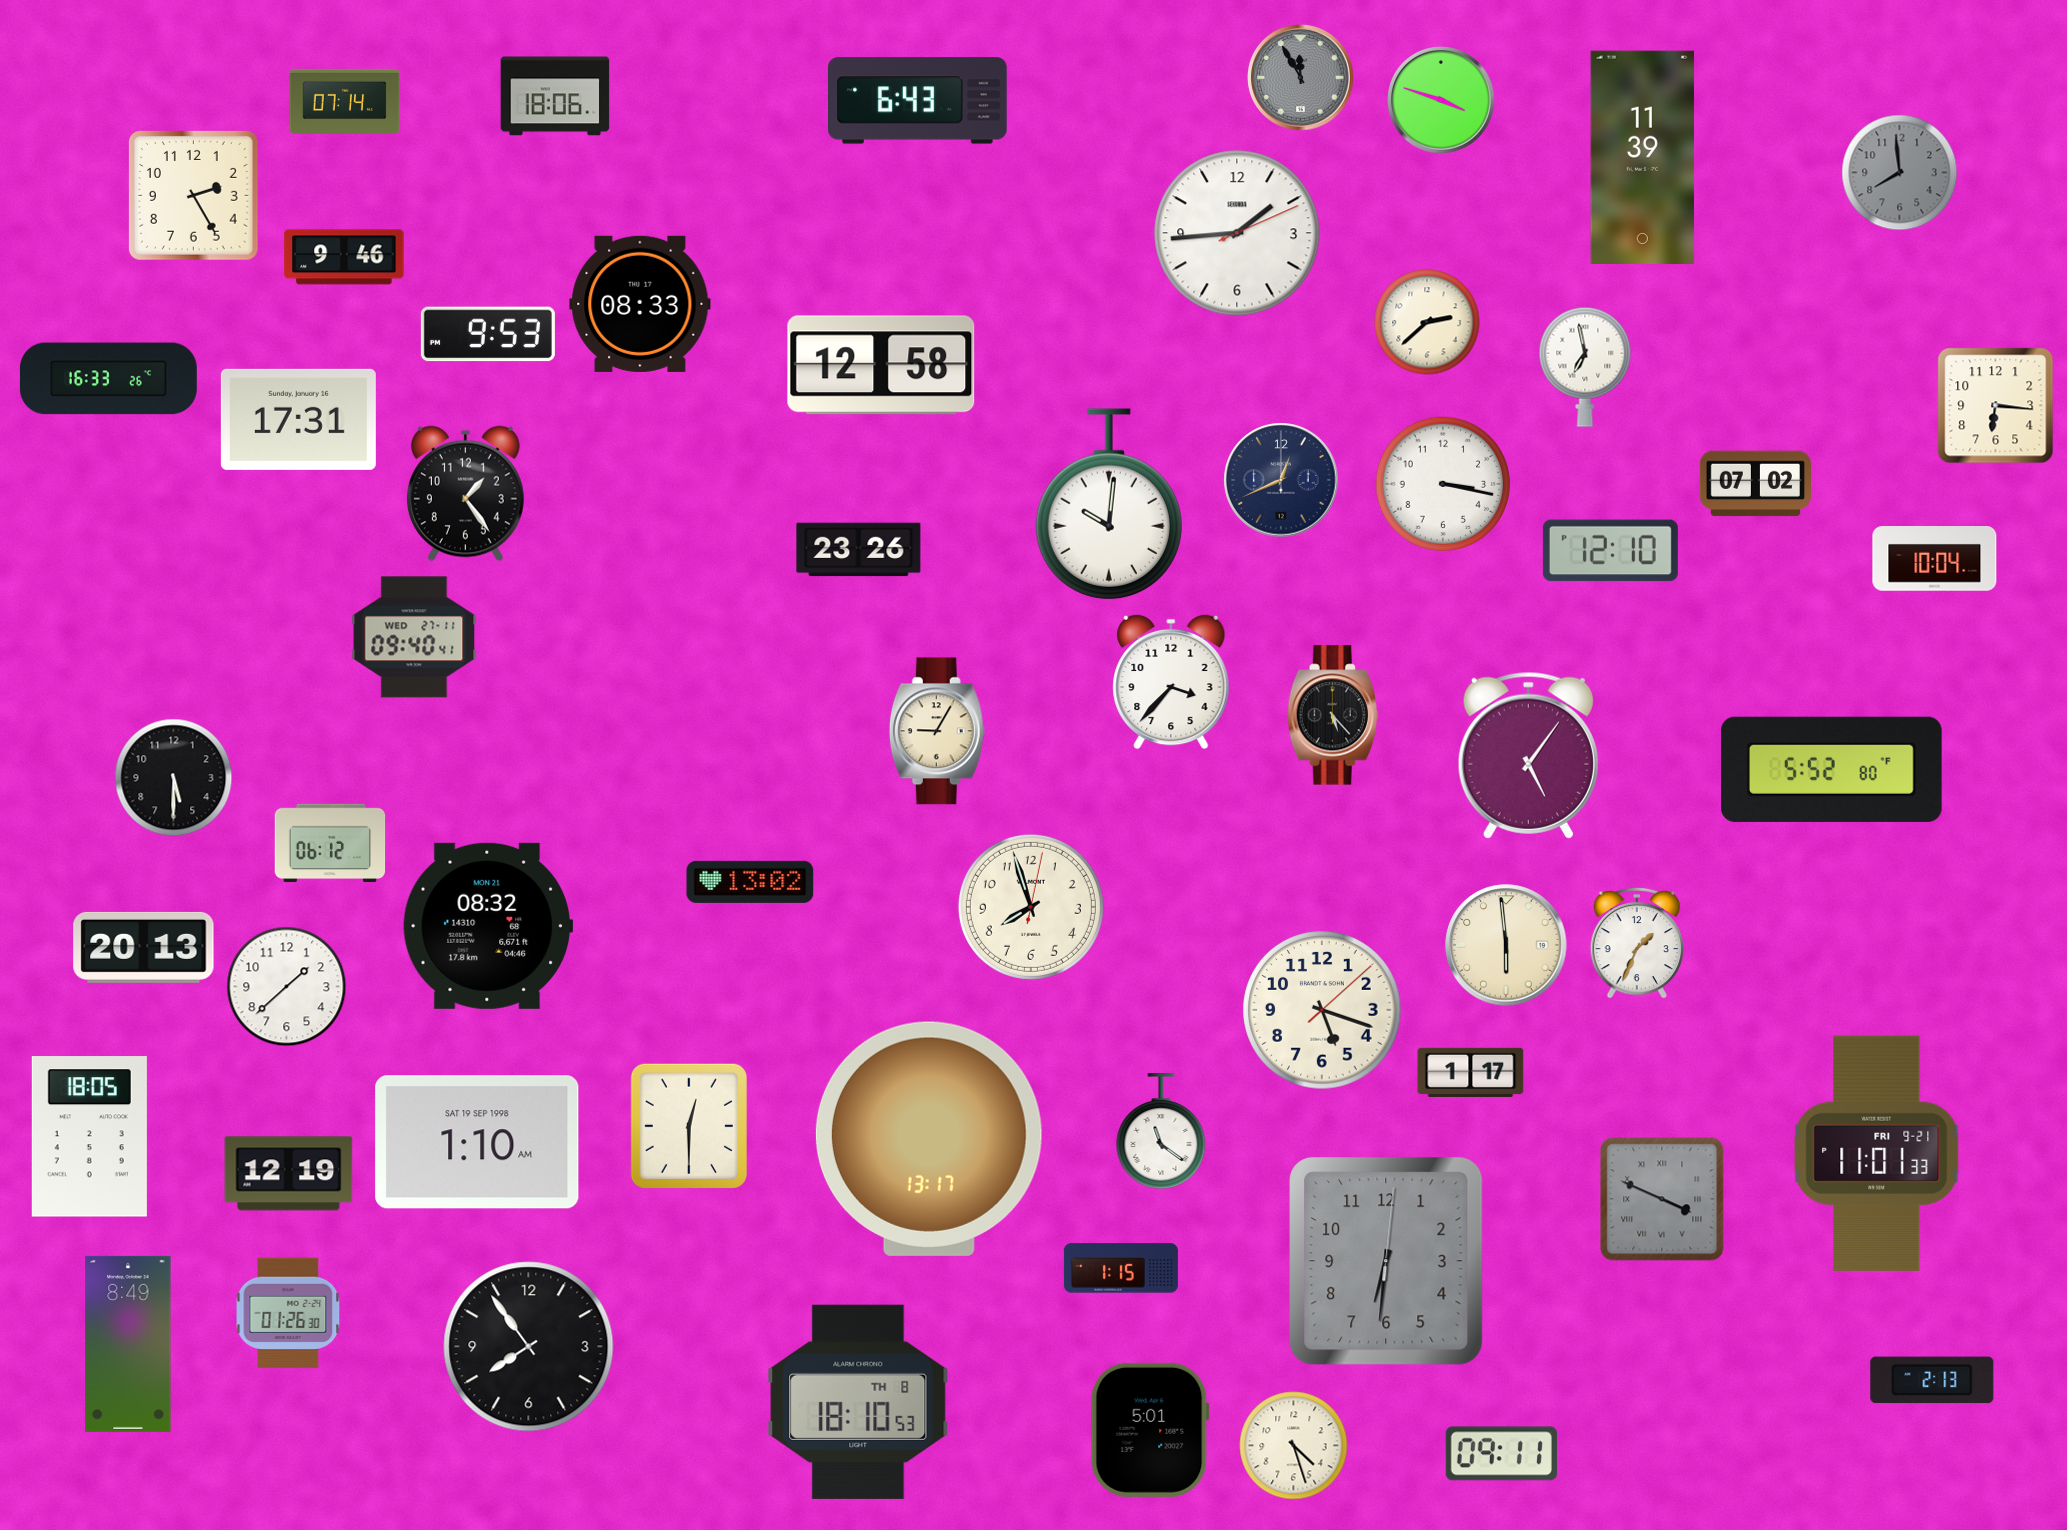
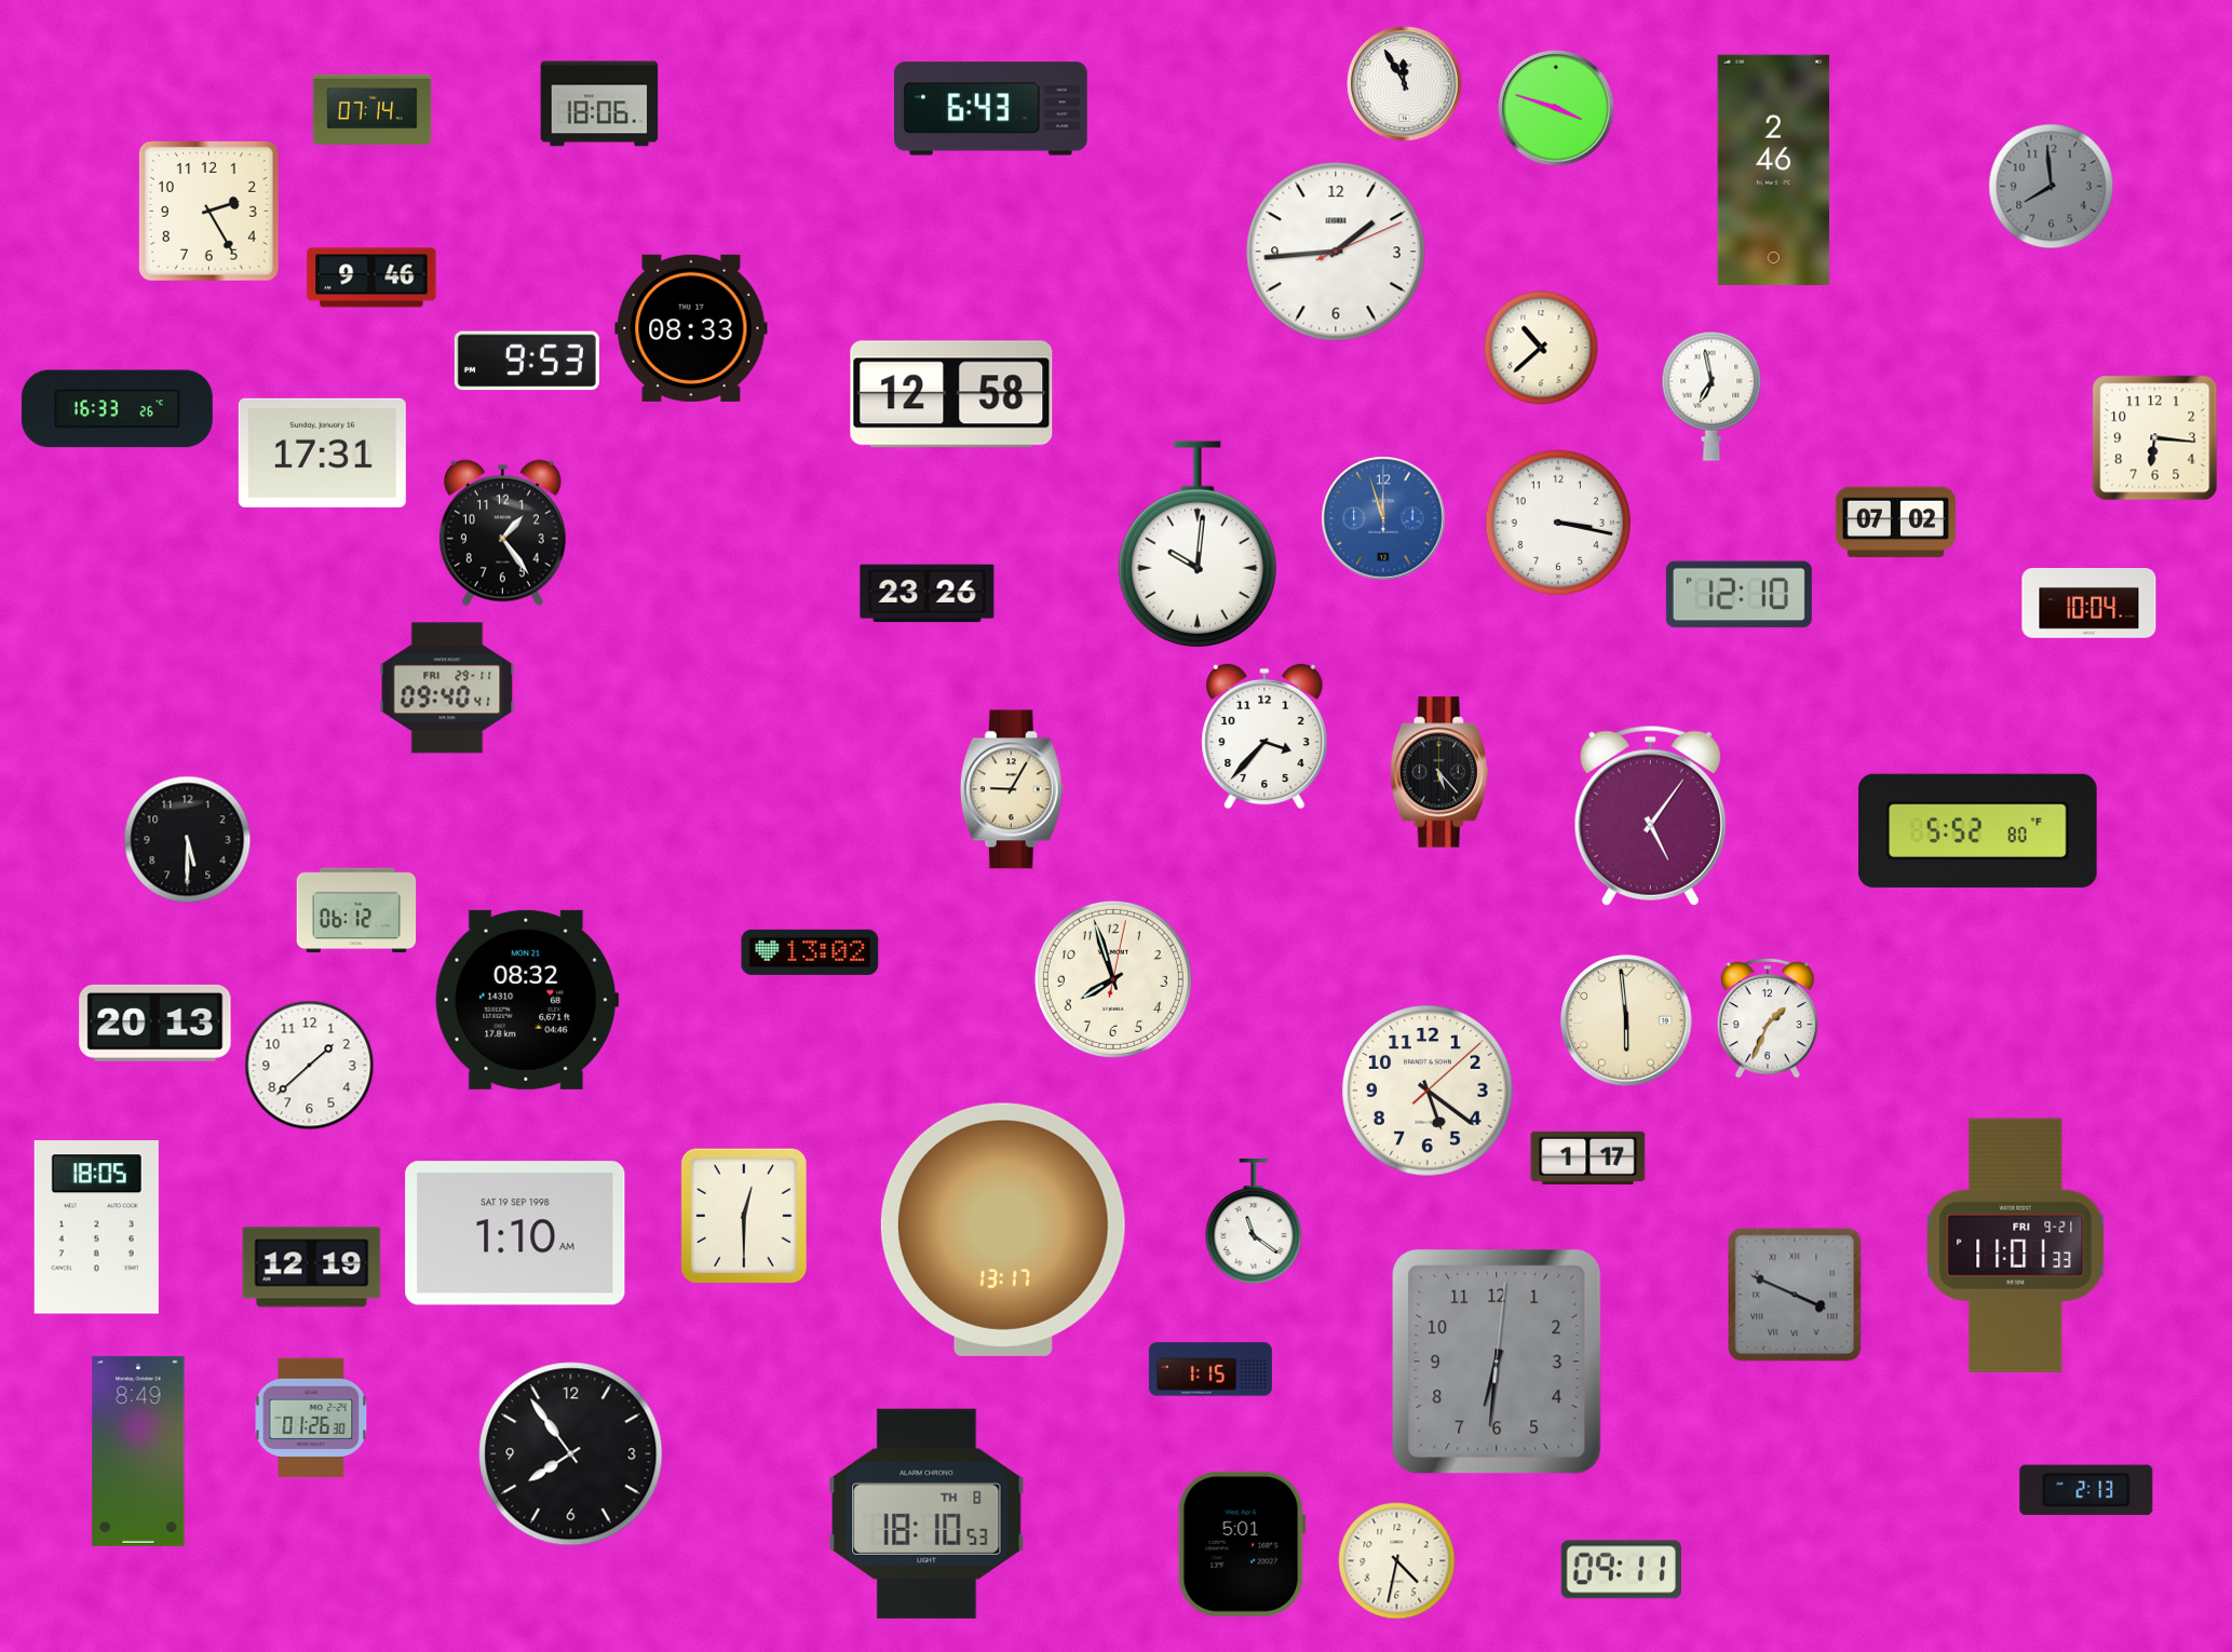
clock at (1301, 78) dial: grey -> white
clock at (1643, 157): 11:39 -> 2:46
clock at (1427, 322): 2:38 -> 10:38
clock at (1281, 480): 12:41 -> 11:57
clock at (1281, 480) dial: navy -> blue
clock at (414, 637) date: WED 27-11 -> FRI 29-11
clock at (1322, 1010): 5:18 -> 5:21
clock at (1877, 1153) position: (1877, 1153) -> (2016, 1245)
clock at (1294, 1446): 4:27 -> 4:32
